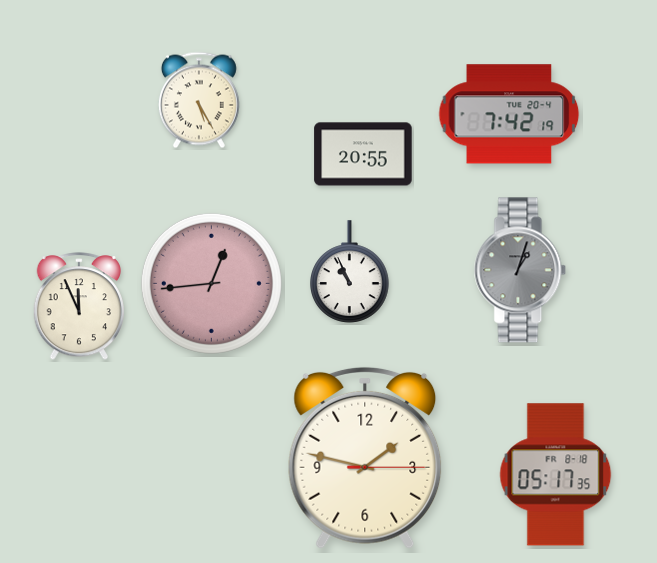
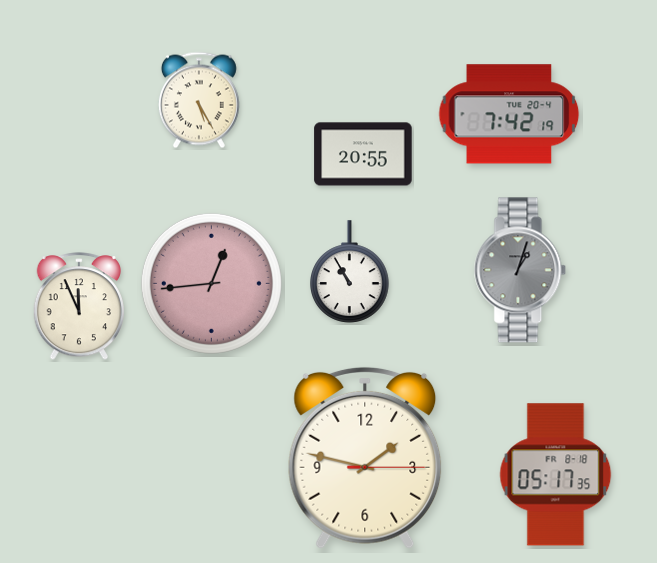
clock at (350, 272): 10:56 -> 10:55
